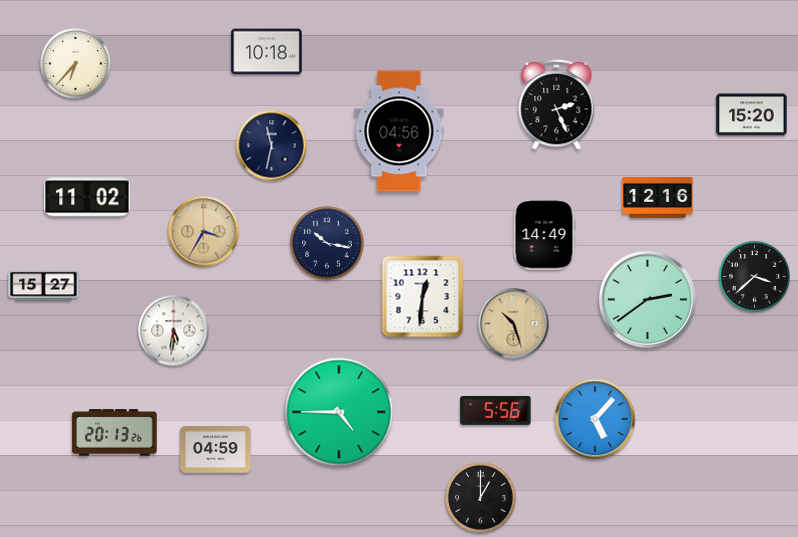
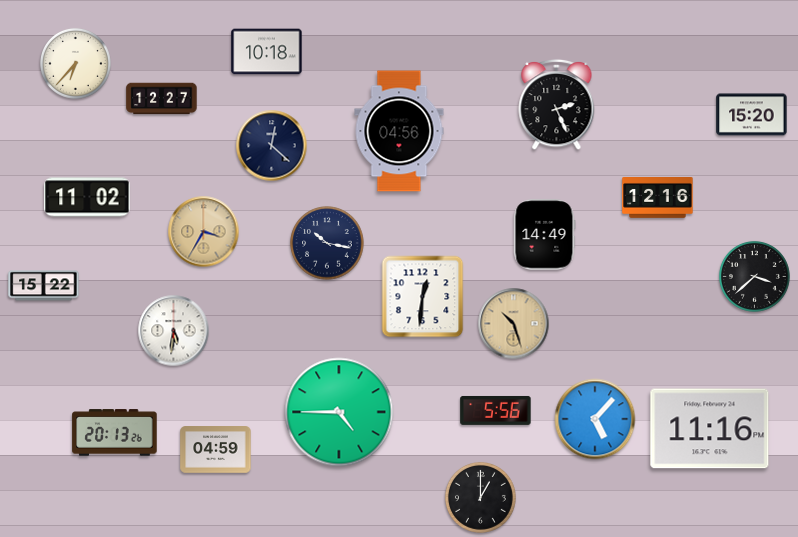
clock at (162, 99): none -> 12:27
clock at (272, 146): 11:32 -> 12:22
clock at (44, 286): 15:27 -> 15:22
clock at (647, 299): 2:39 -> none
clock at (710, 429): none -> 11:16
